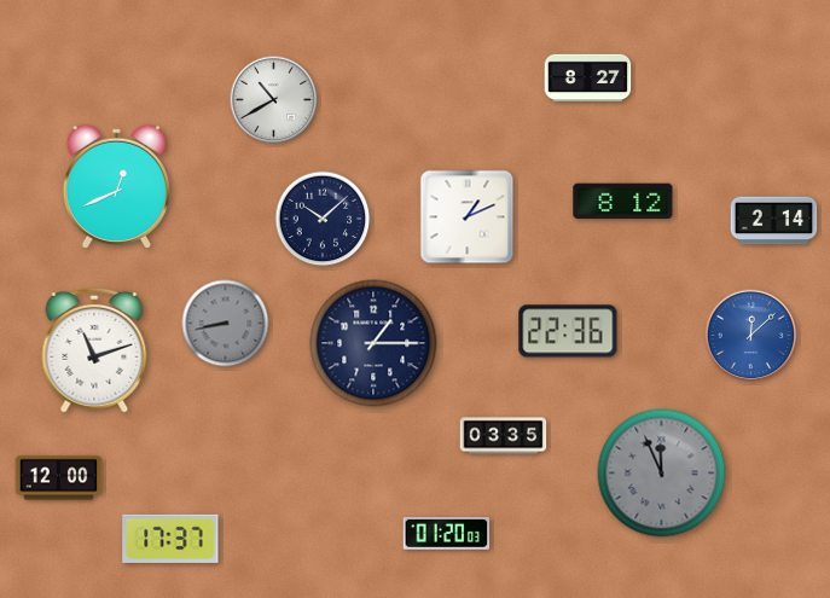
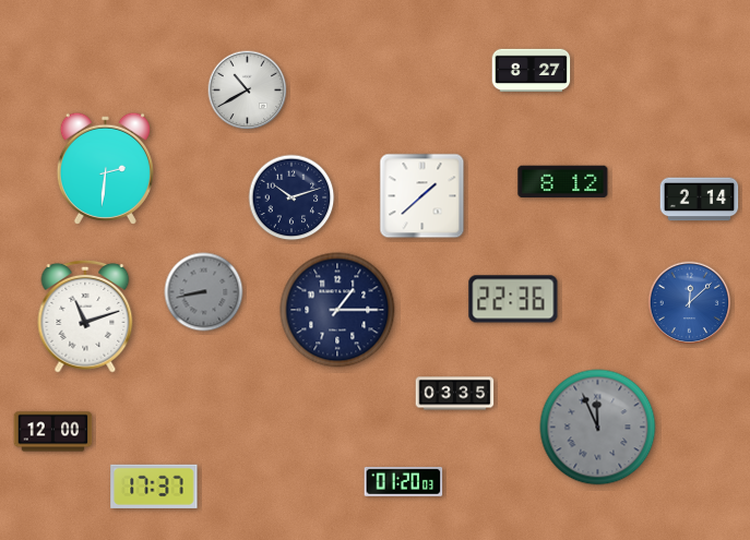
clock at (116, 186): 12:41 -> 2:31
clock at (468, 217): 1:11 -> 1:38
clock at (323, 219): 10:08 -> 10:12
clock at (751, 336) position: (751, 336) -> (690, 303)
